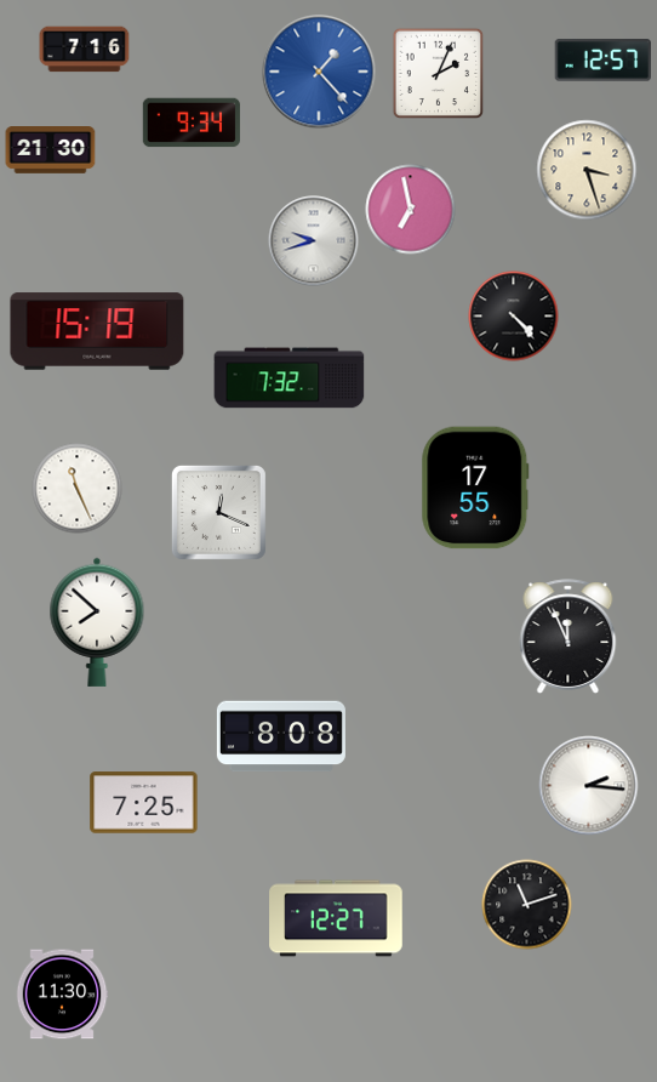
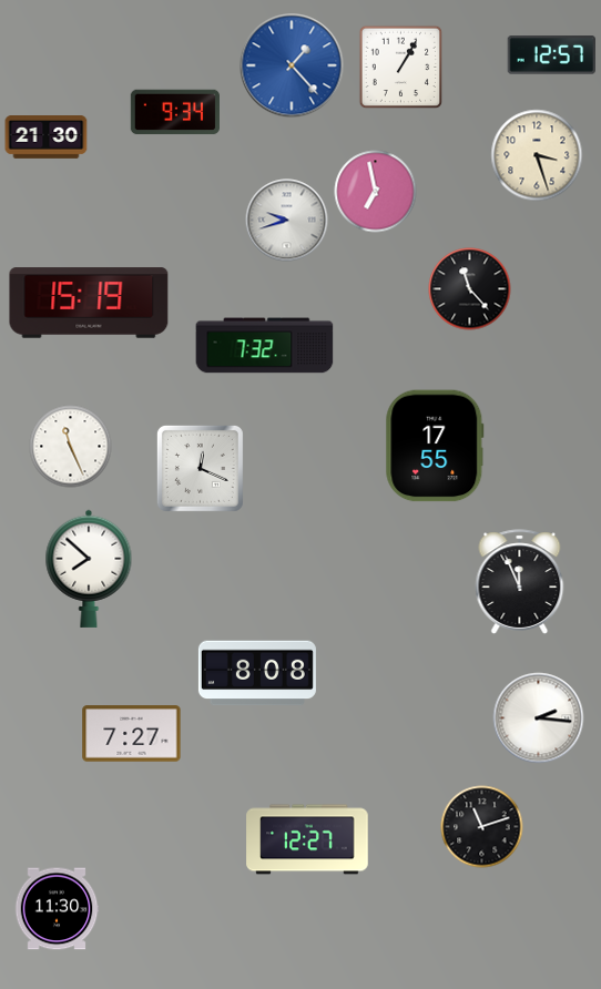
clock at (85, 50): 7:16 -> none
clock at (439, 74): 2:04 -> 1:05
clock at (514, 317): 4:23 -> 11:23
clock at (144, 803): 7:25 -> 7:27
